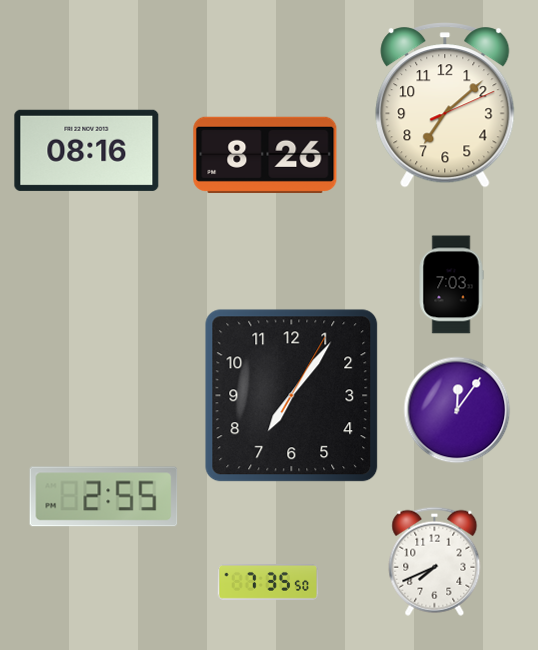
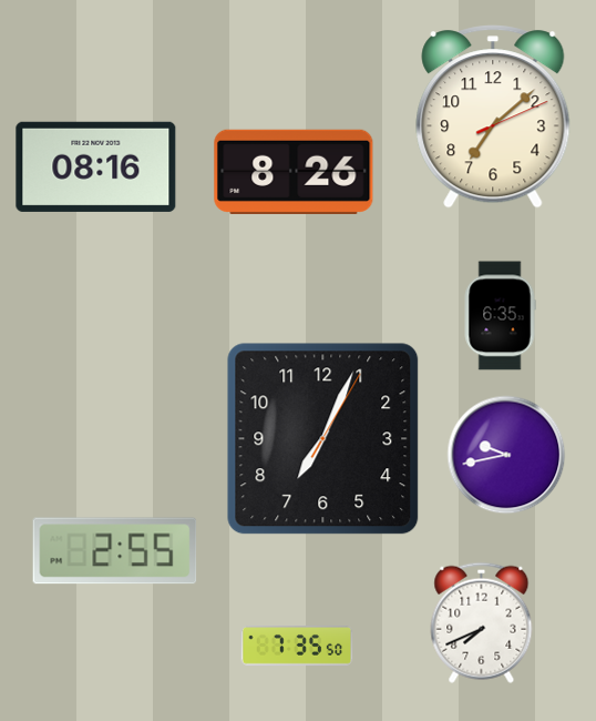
clock at (451, 285): 7:03 -> 6:35
clock at (292, 396): 7:06 -> 7:04
clock at (457, 410): 12:06 -> 9:43
